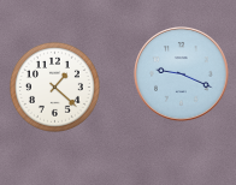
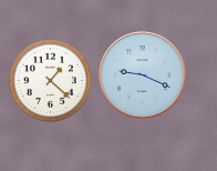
clock at (182, 74) position: (182, 74) -> (143, 76)
